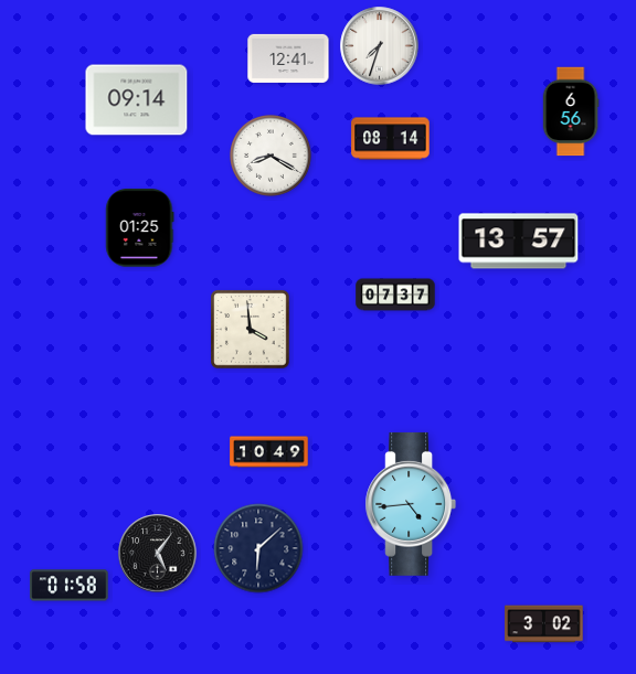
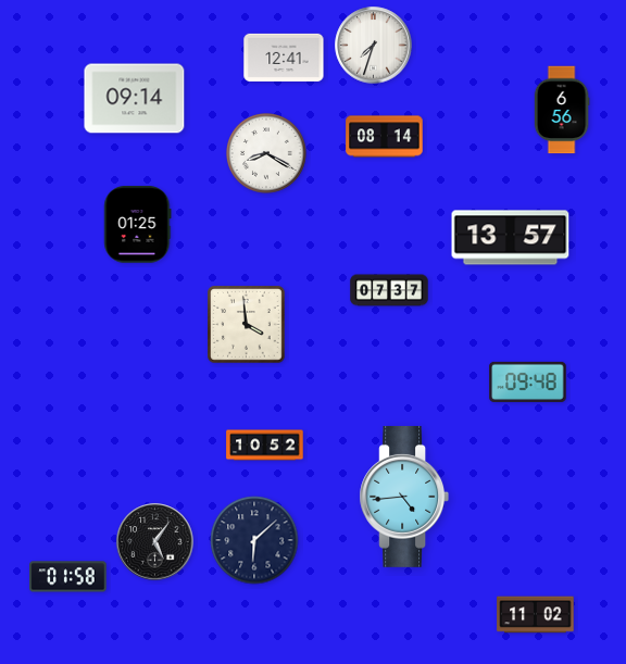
clock at (528, 381): none -> 09:48
clock at (269, 452): 10:49 -> 10:52
clock at (158, 554) position: (158, 554) -> (155, 542)
clock at (544, 624): 3:02 -> 11:02
